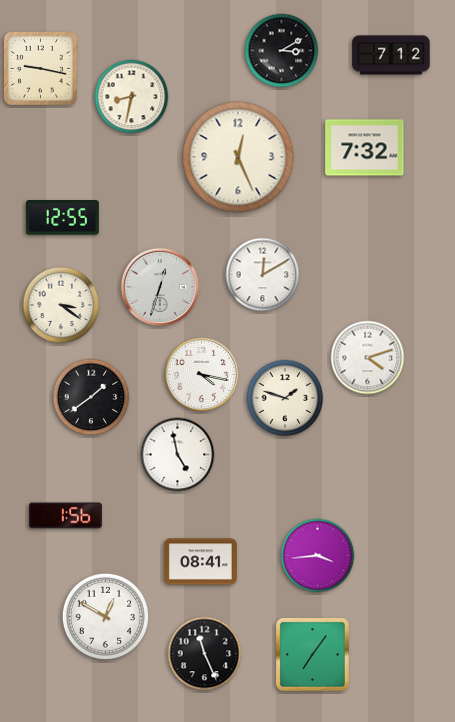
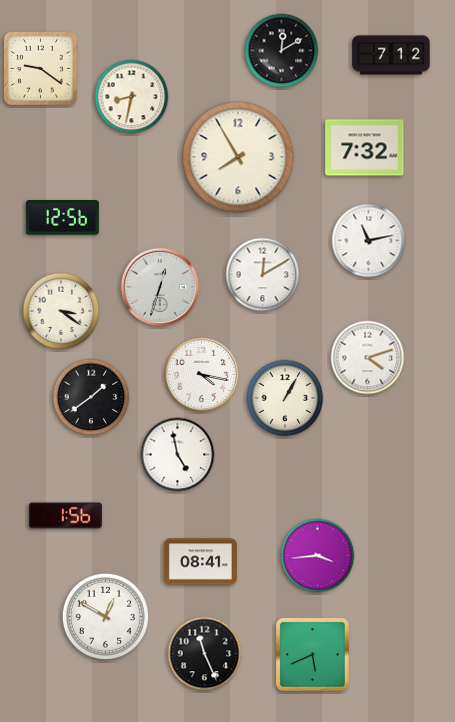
clock at (282, 51): 3:10 -> 12:10
clock at (40, 68): 9:17 -> 9:21
clock at (238, 157): 12:26 -> 7:55
clock at (62, 218): 12:55 -> 12:56
clock at (369, 241): none -> 11:13
clock at (61, 305) position: (61, 305) -> (61, 311)
clock at (285, 398): 1:48 -> 1:05
clock at (312, 654): 7:06 -> 5:41
